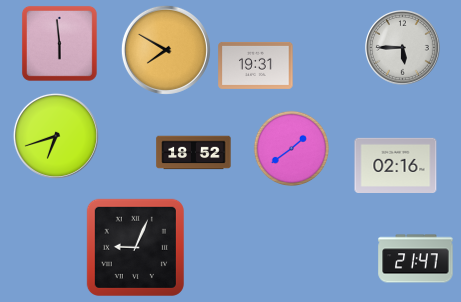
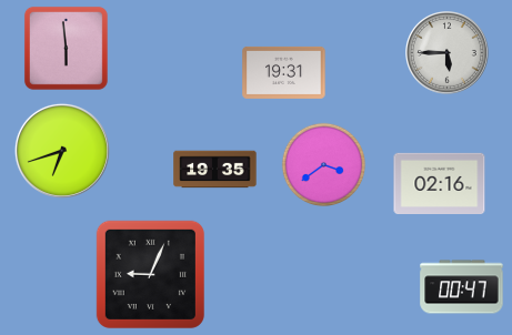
clock at (166, 50): 7:50 -> none
clock at (291, 148): 1:39 -> 3:39
clock at (194, 153): 18:52 -> 19:35
clock at (416, 259): 21:47 -> 00:47
